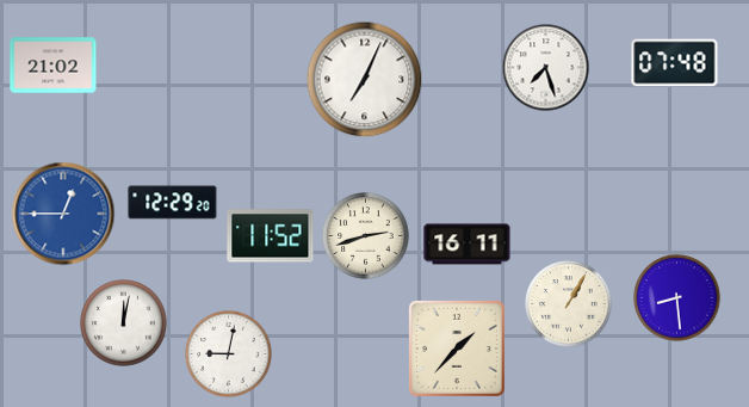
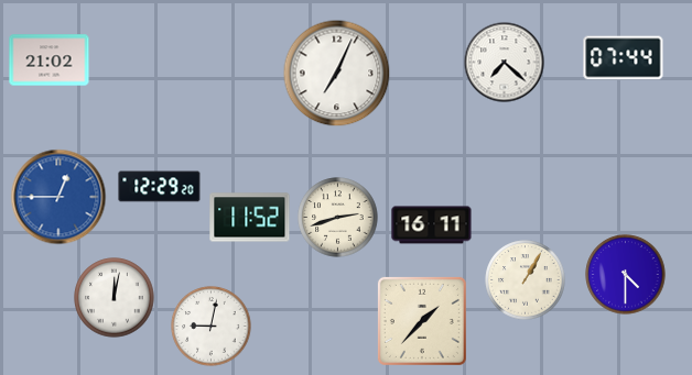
clock at (675, 63): 07:48 -> 07:44
clock at (546, 68): 7:27 -> 7:22
clock at (677, 298): 8:29 -> 4:30
